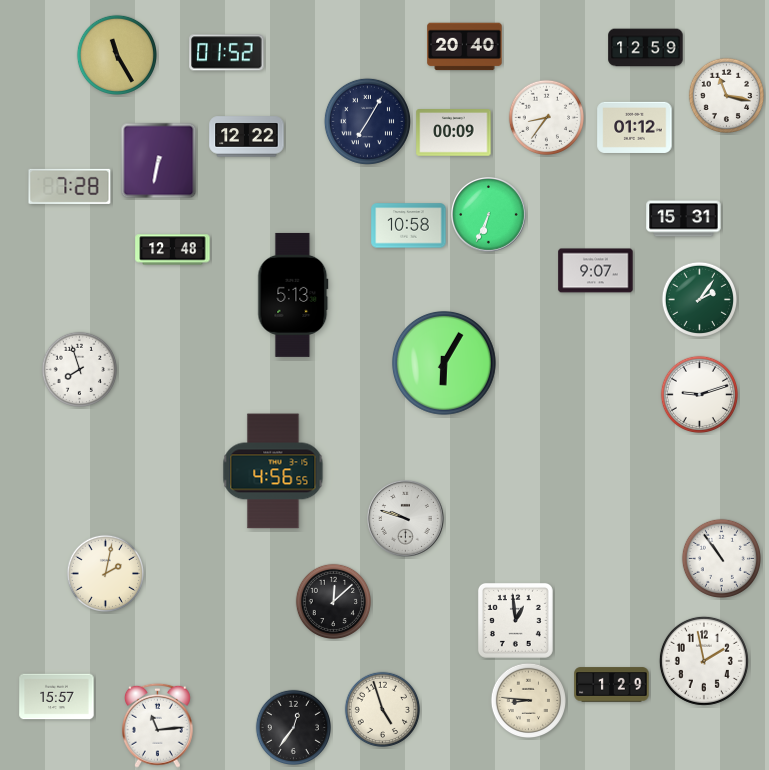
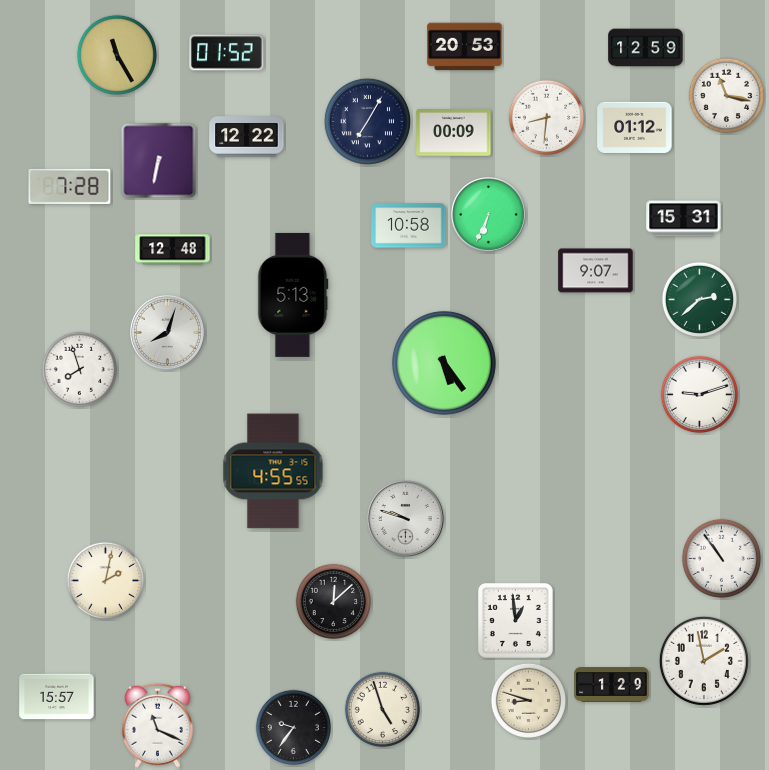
clock at (465, 47): 20:40 -> 20:53
clock at (546, 117): 8:36 -> 8:31
clock at (699, 299): 2:06 -> 2:38
clock at (168, 333): none -> 8:03
clock at (444, 363): 6:05 -> 5:24
clock at (273, 471): 4:56 -> 4:55
clock at (105, 573) position: (105, 573) -> (105, 580)
clock at (528, 700): 8:46 -> 8:48
clock at (157, 725): 11:14 -> 11:19
clock at (293, 727): 12:36 -> 9:36
